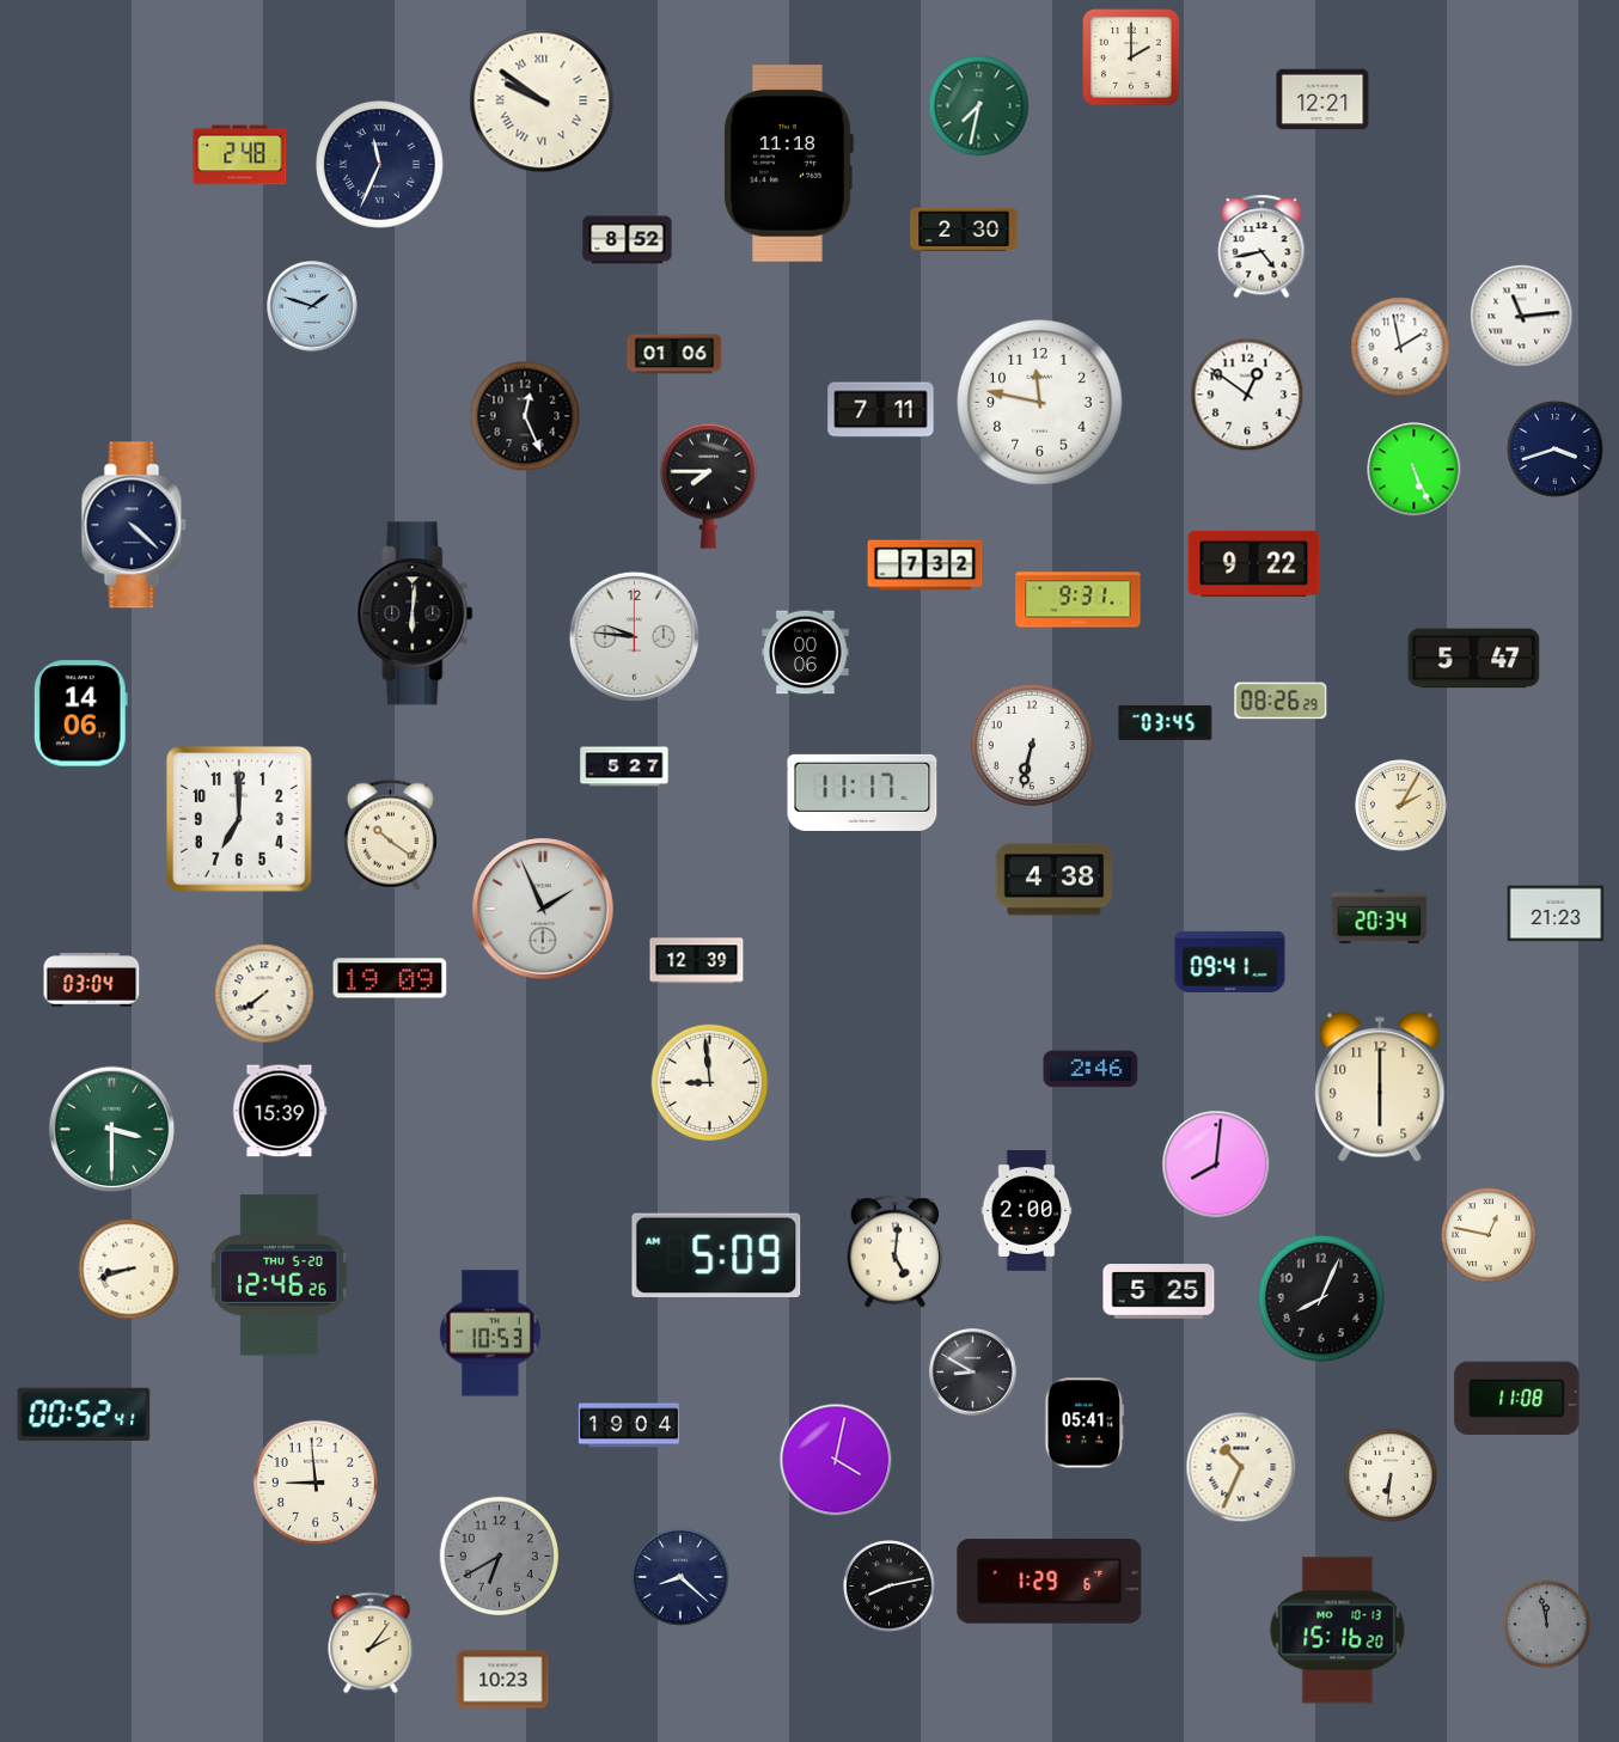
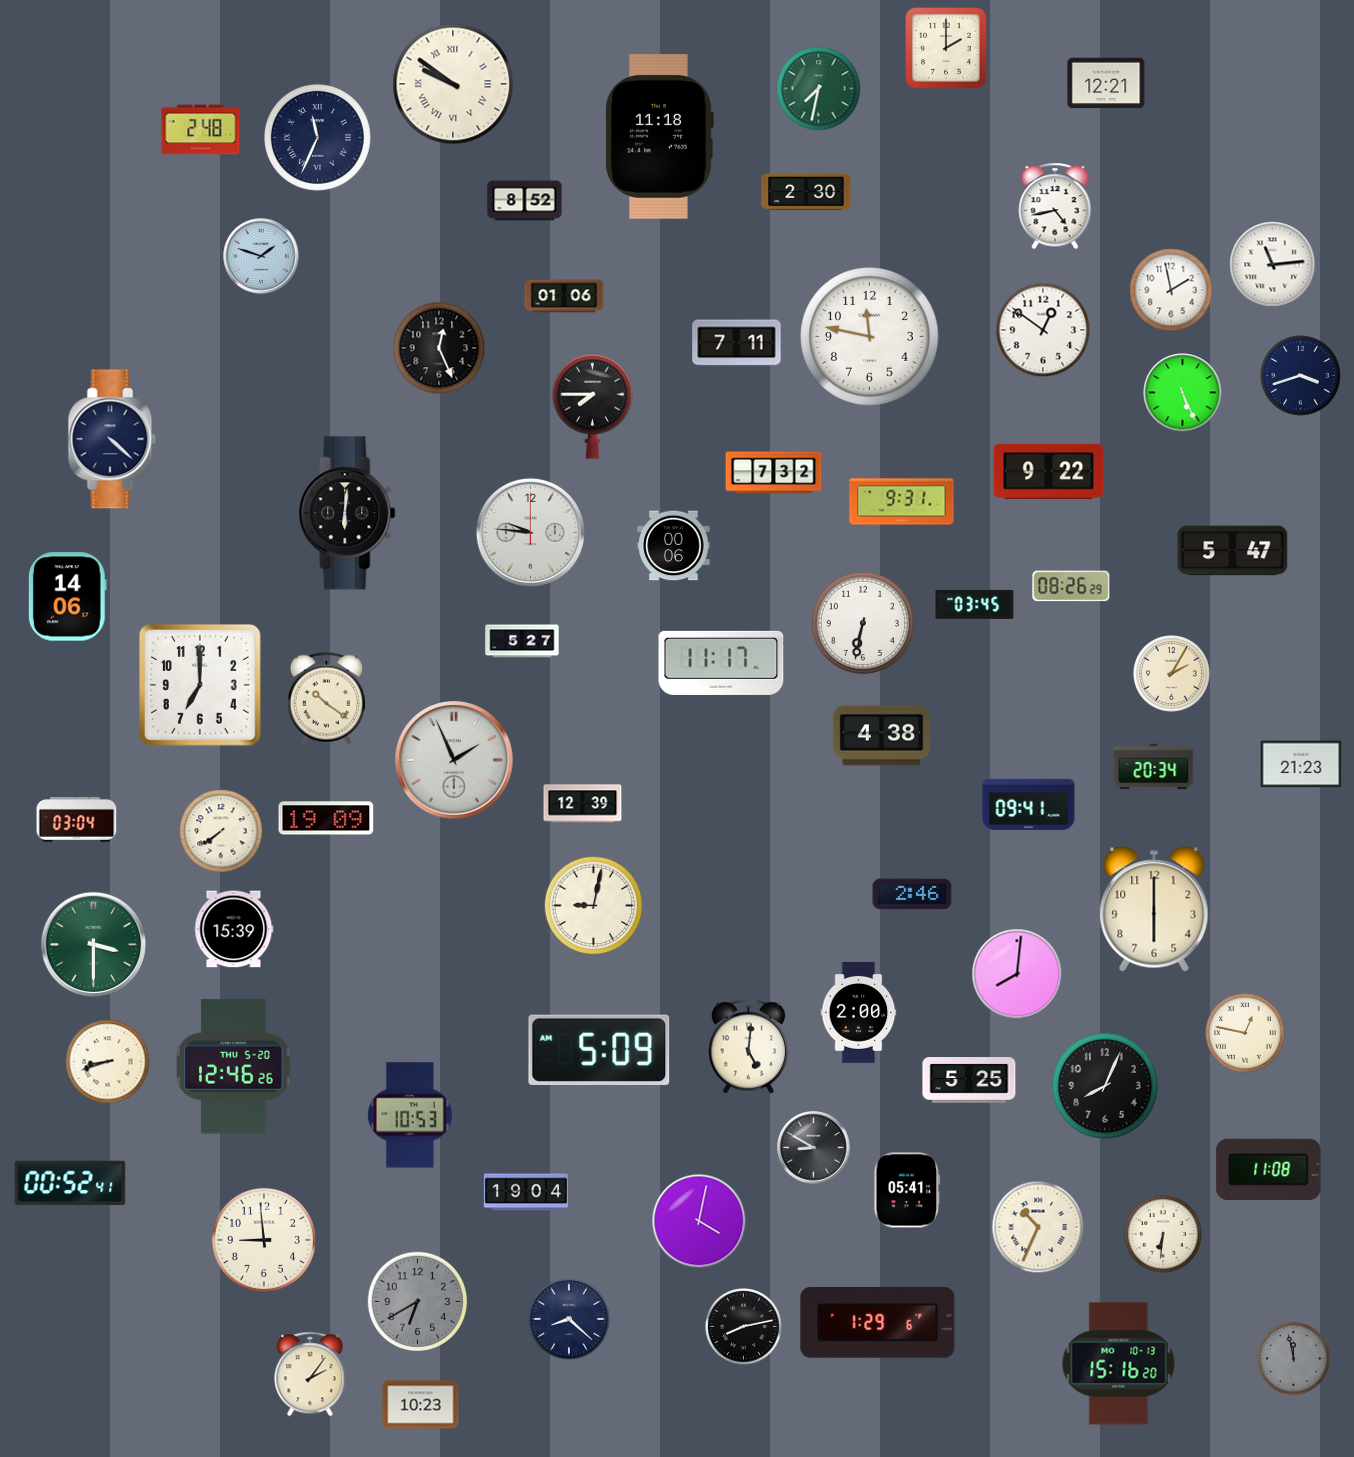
clock at (710, 1083): 8:59 -> 9:02
